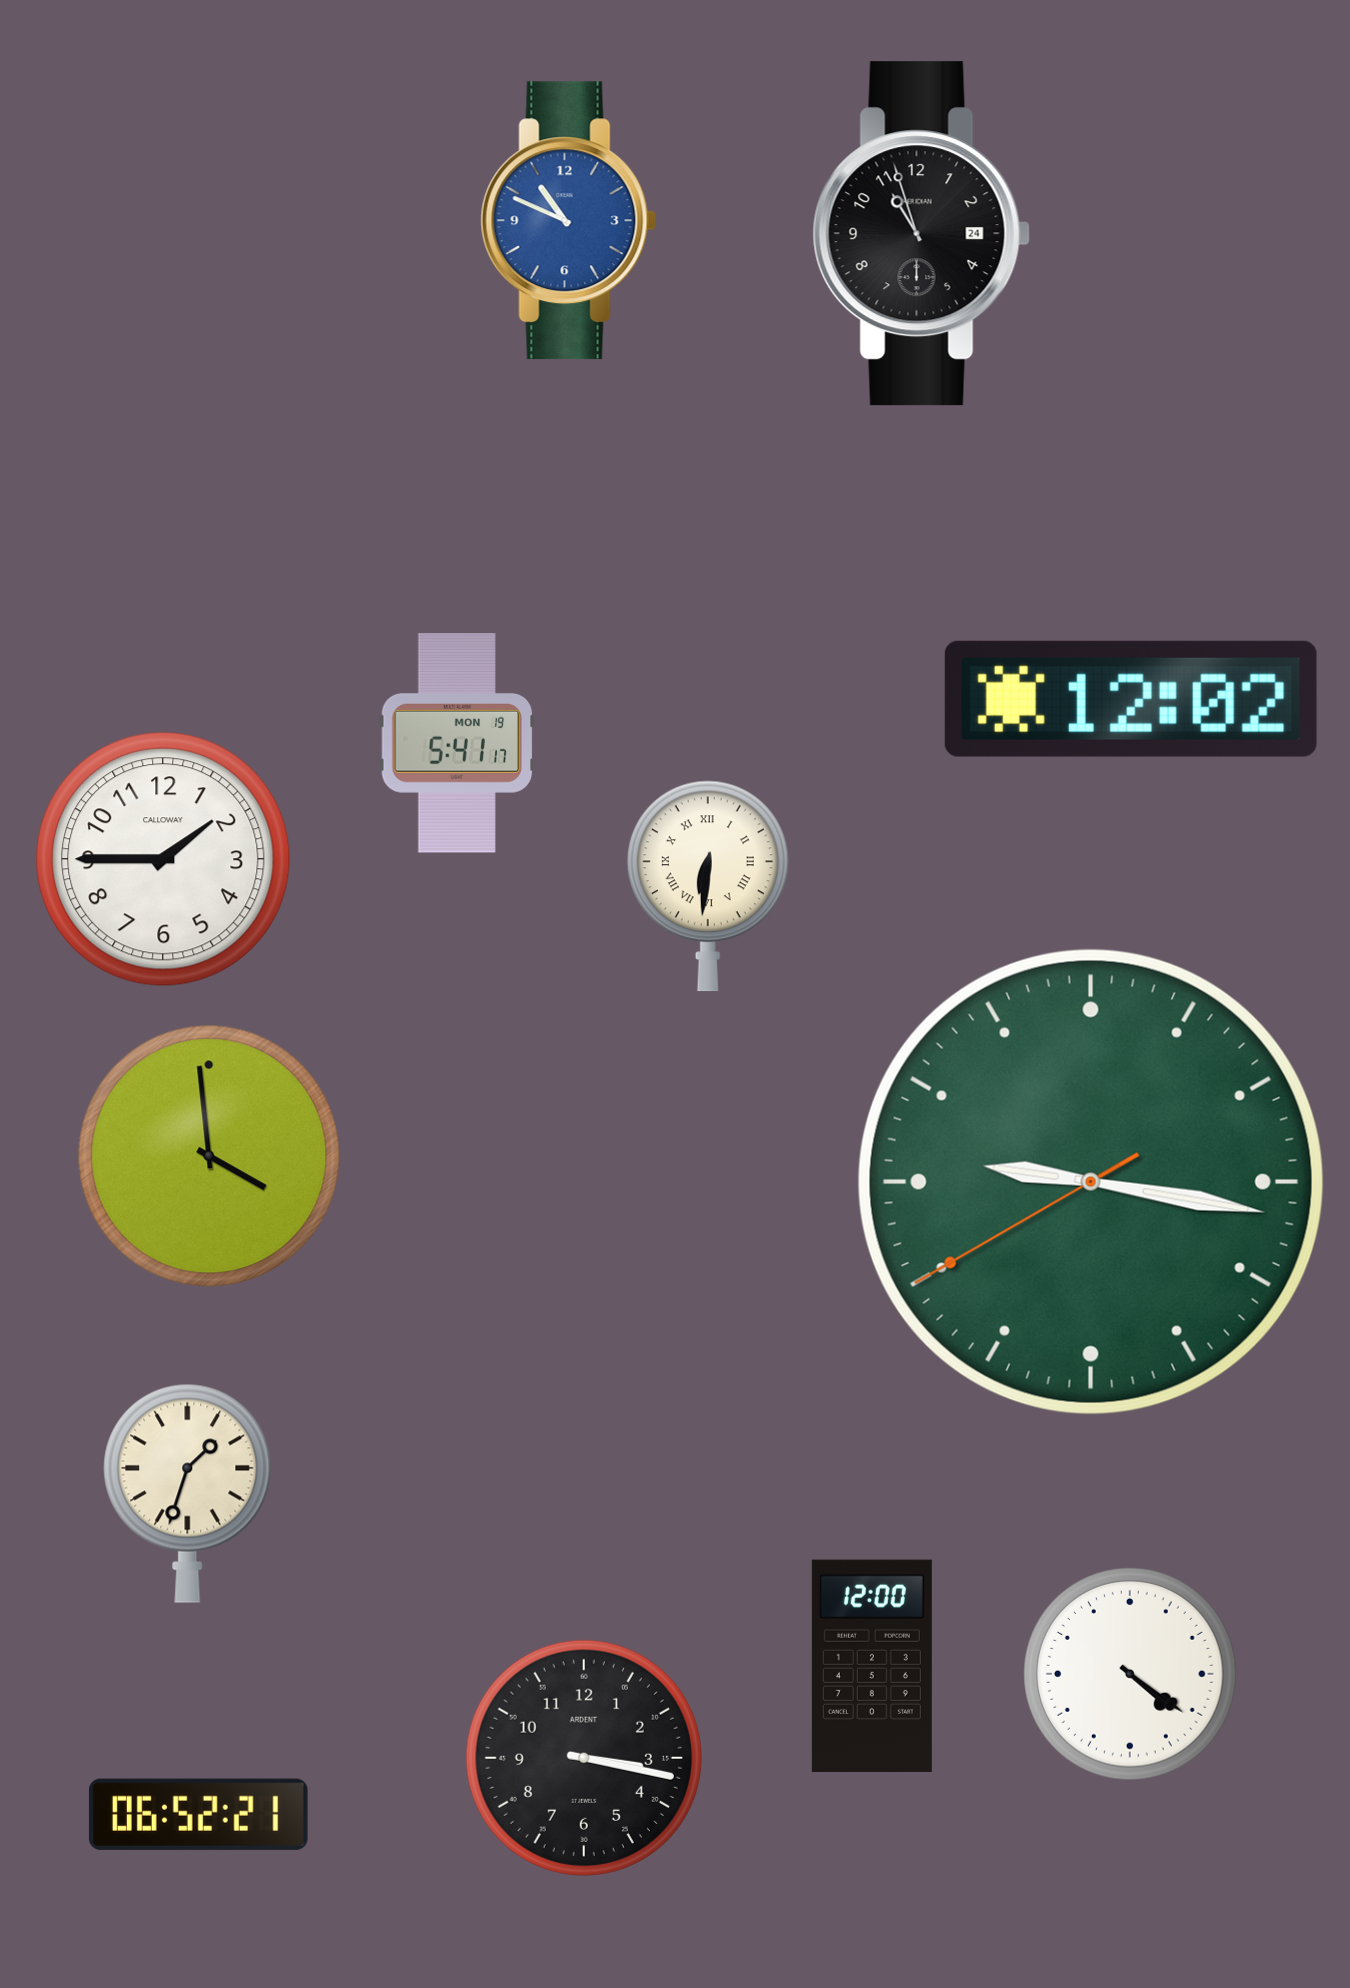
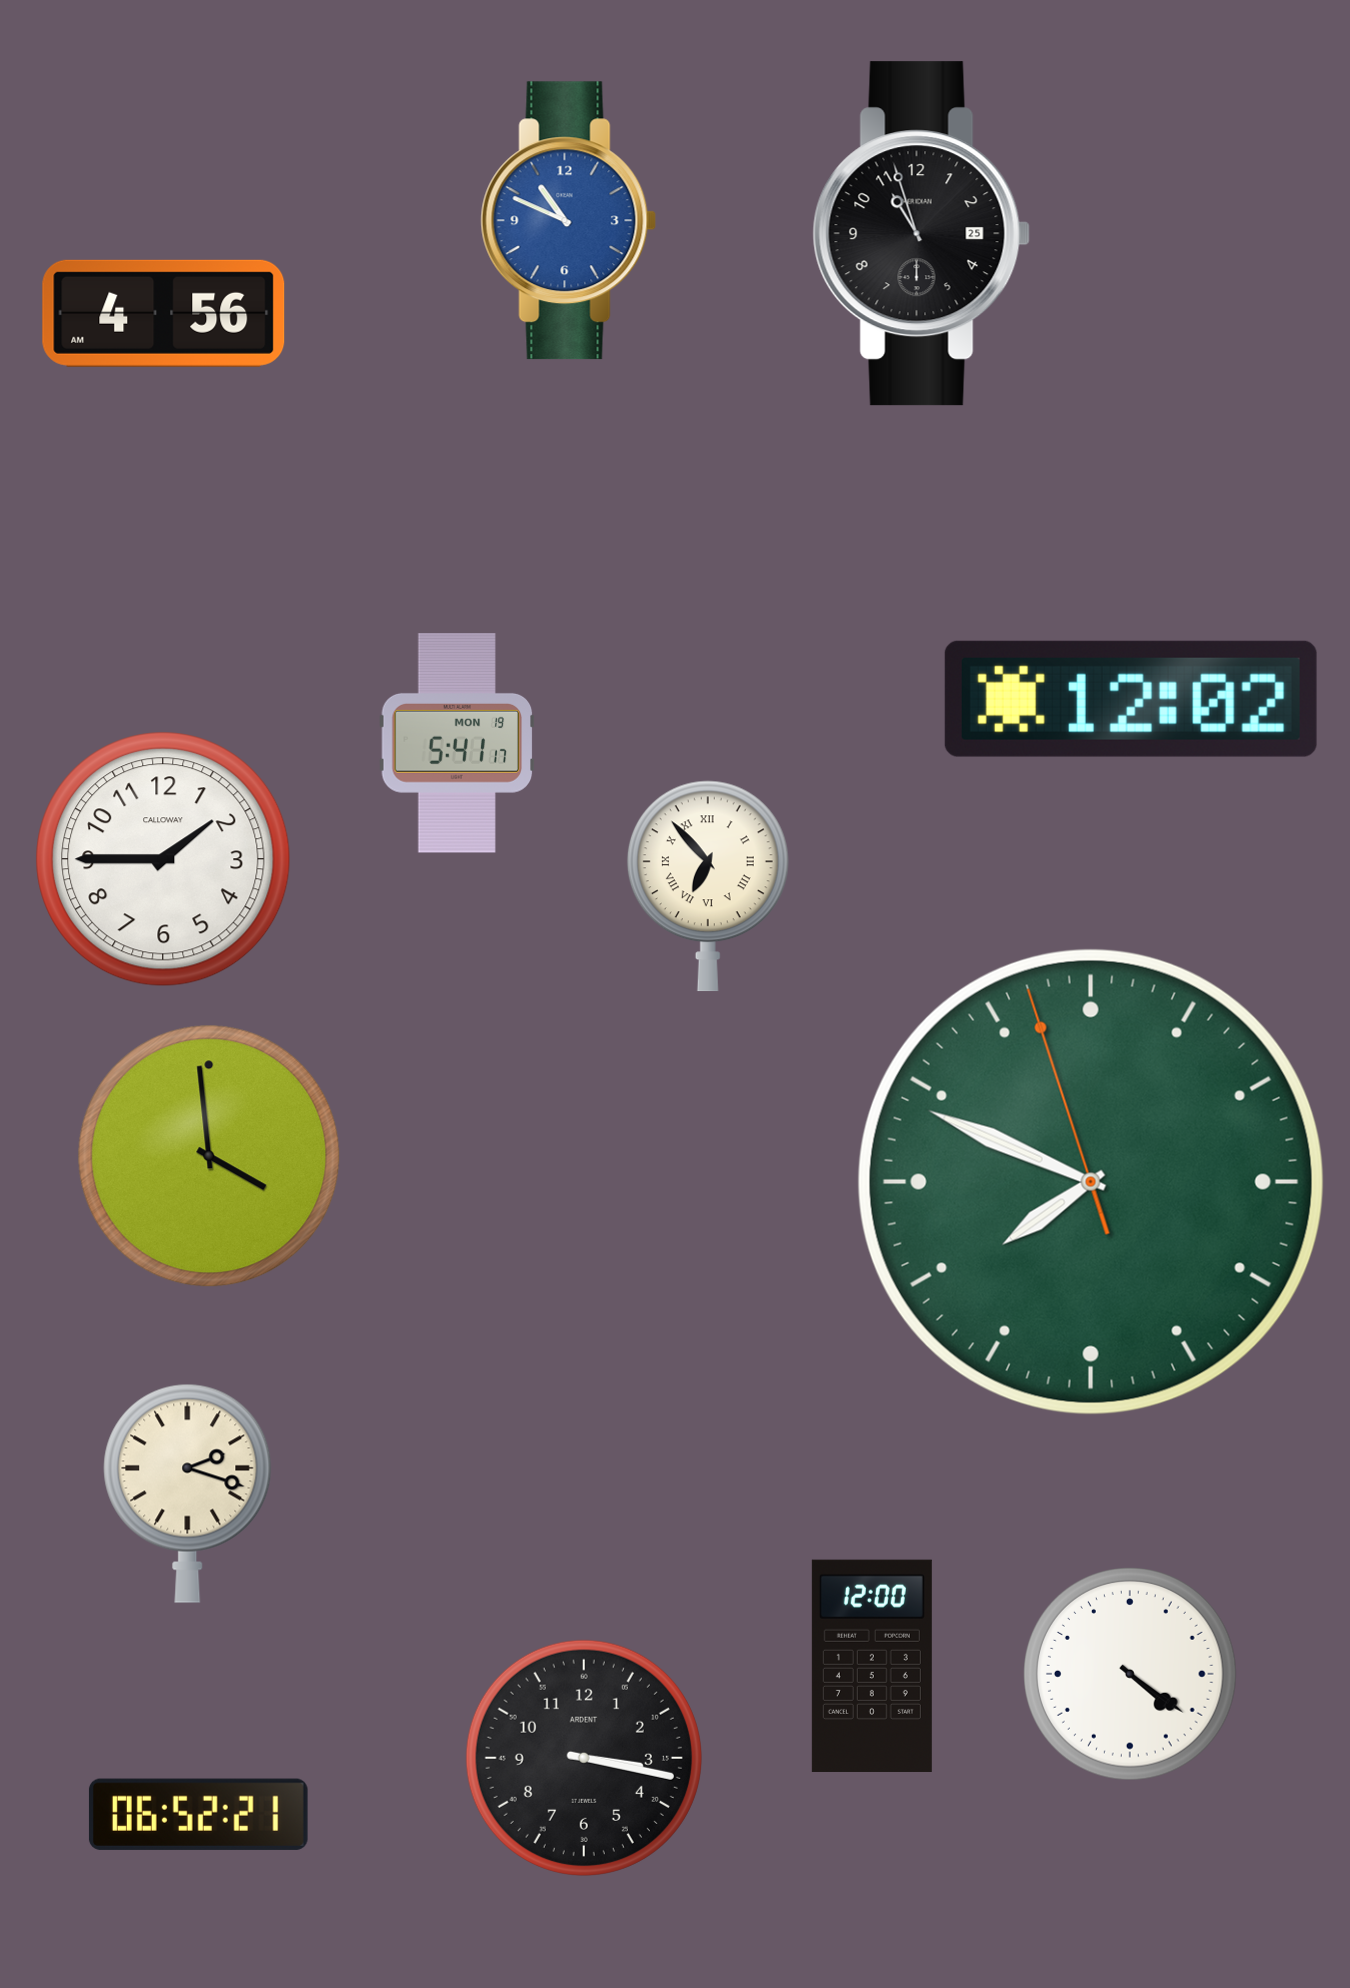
clock at (921, 234) date: 24 -> 25
clock at (164, 313): none -> 4:56
clock at (708, 886): 6:31 -> 6:53
clock at (1091, 1182): 9:16 -> 7:48
clock at (188, 1493): 1:33 -> 2:18
